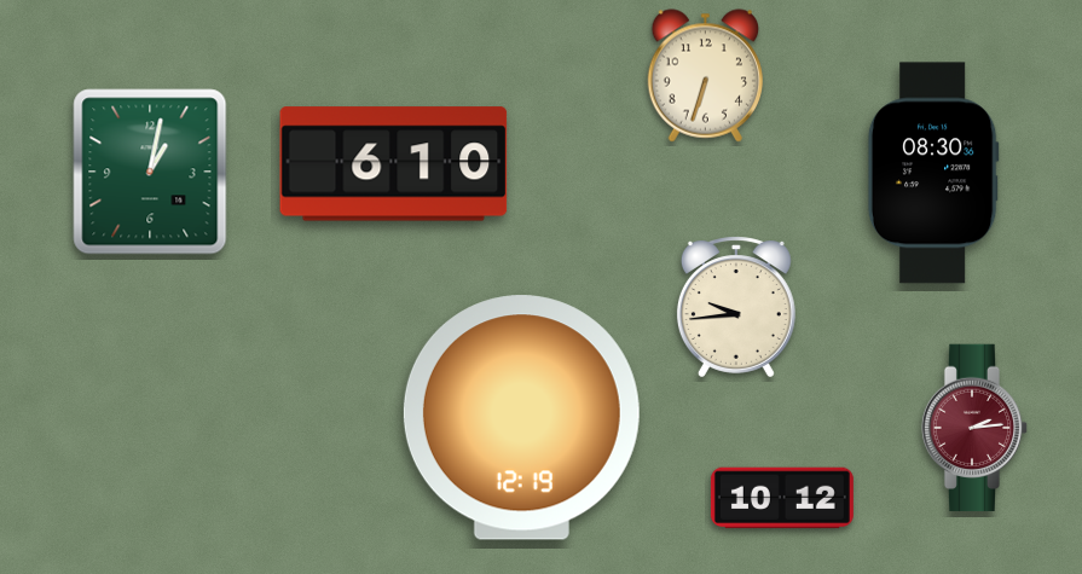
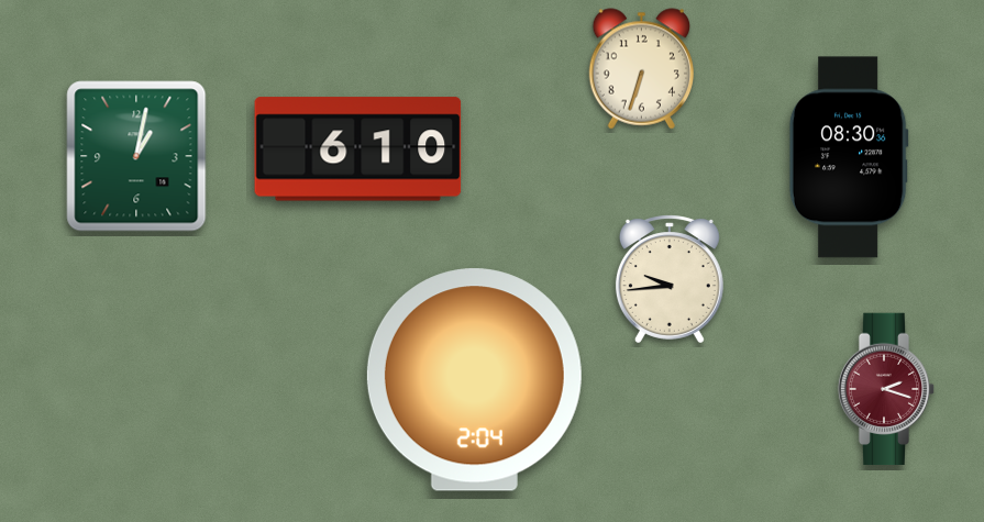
clock at (521, 418): 12:19 -> 2:04
clock at (974, 428): 2:14 -> 2:18
clock at (782, 498): 10:12 -> none
